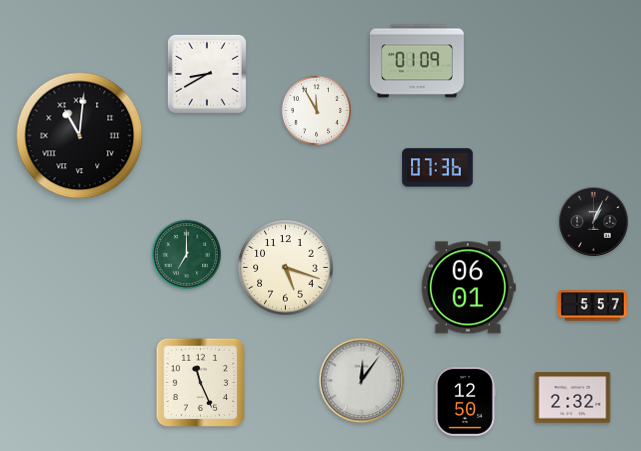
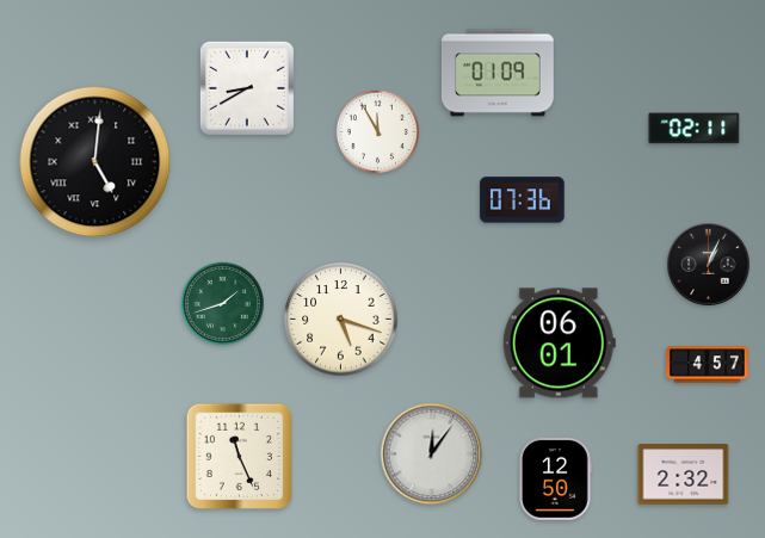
clock at (695, 129): none -> 02:11
clock at (80, 136): 11:01 -> 5:01
clock at (186, 254): 7:00 -> 1:42
clock at (592, 306): 5:57 -> 4:57
